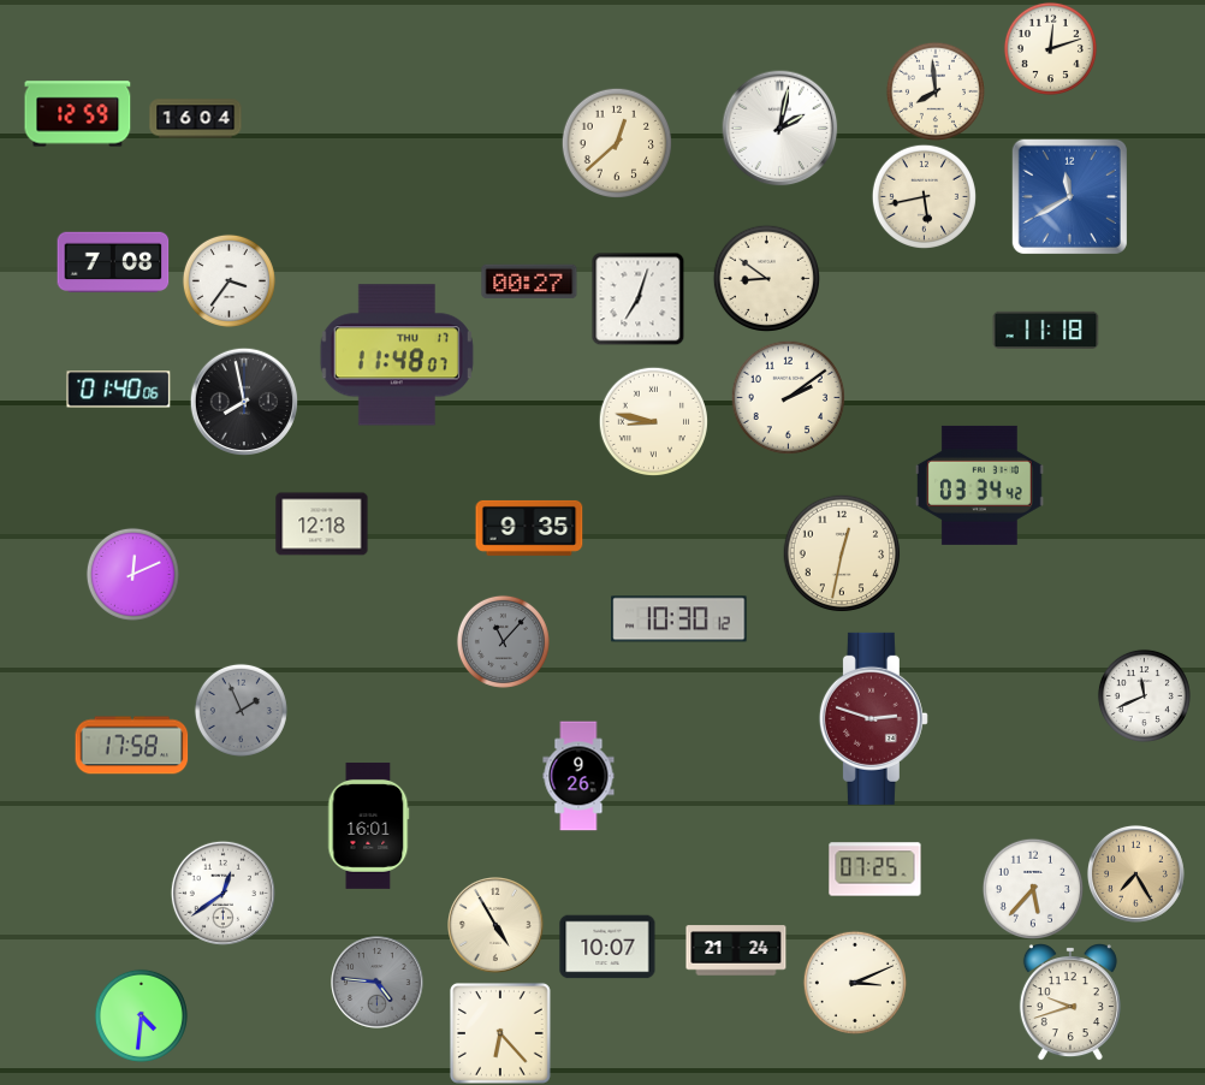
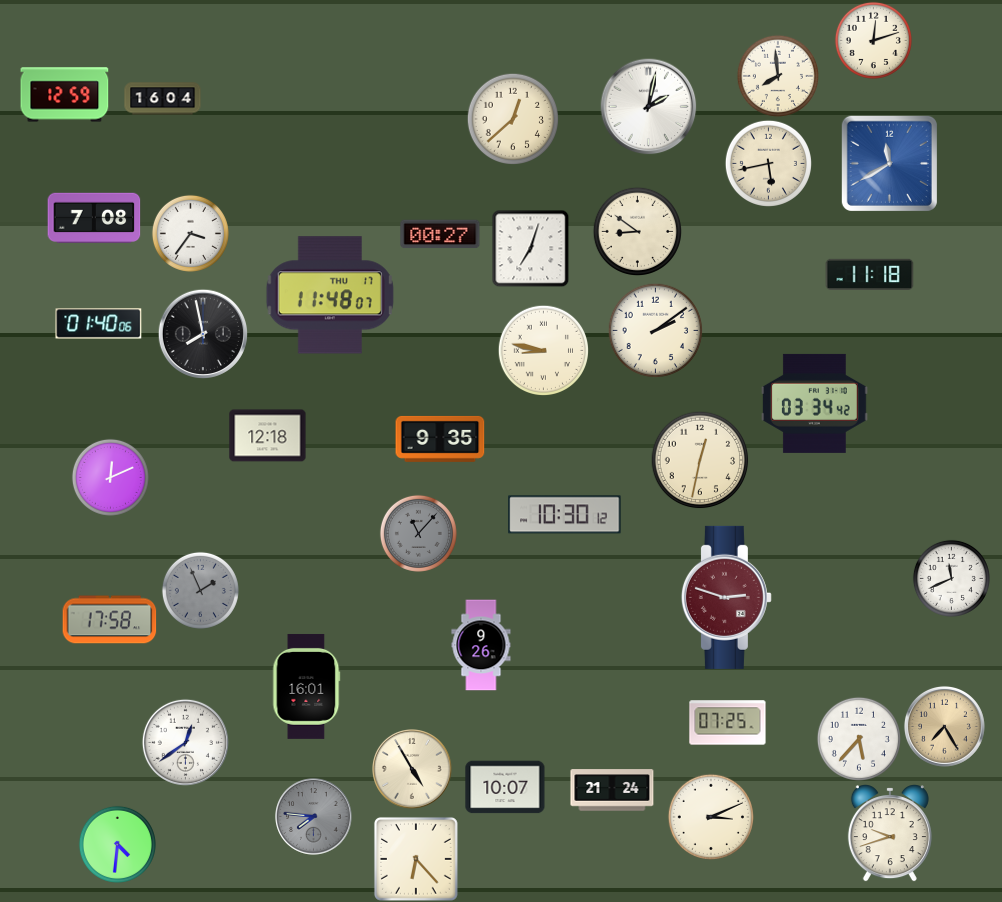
clock at (378, 983): 4:46 -> 7:46
